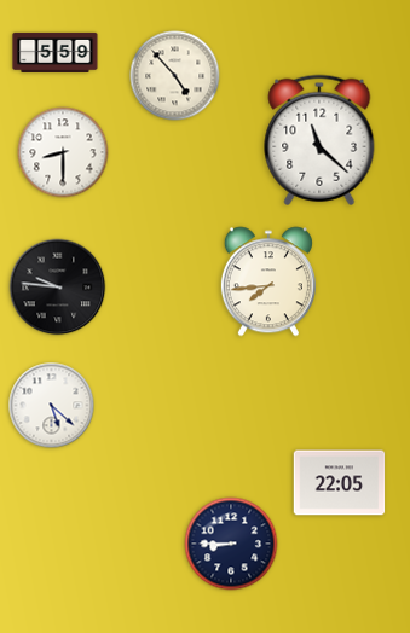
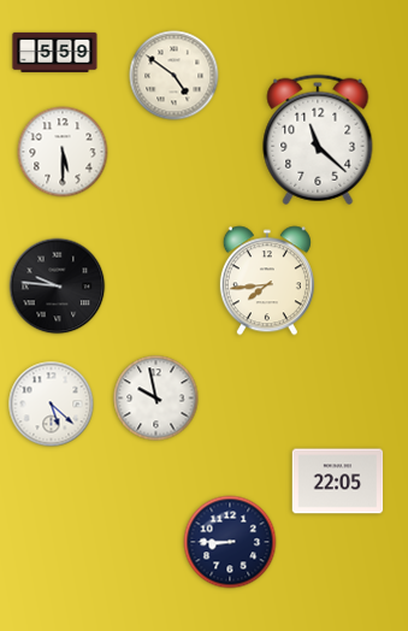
clock at (175, 76): 4:53 -> 4:51
clock at (63, 152): 8:30 -> 5:30
clock at (156, 399): none -> 9:58
